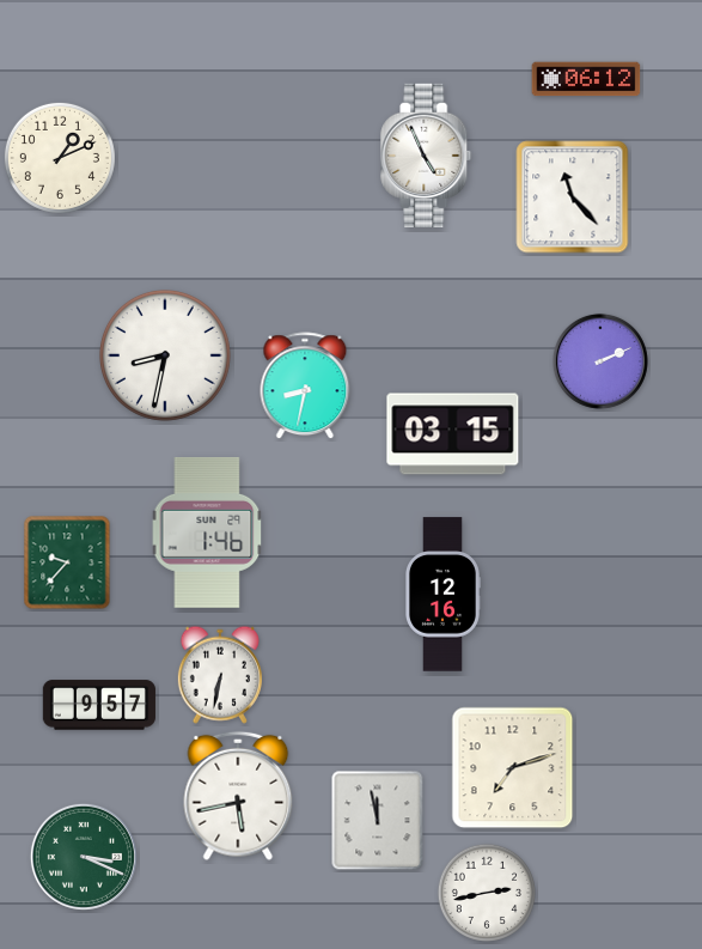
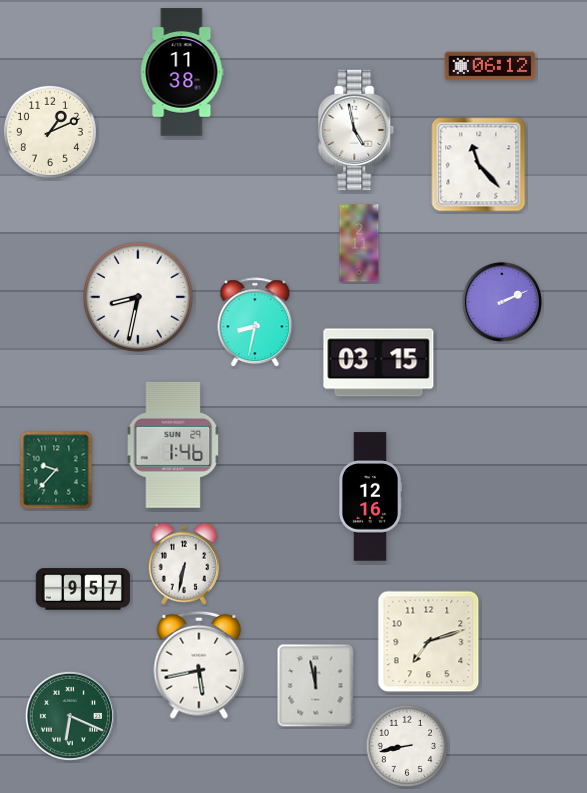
clock at (182, 72): none -> 11:38
clock at (426, 154): 4:56 -> 4:58
clock at (359, 243): none -> 2:11
clock at (84, 857): 3:19 -> 6:19
clock at (487, 893): 2:43 -> 8:43
